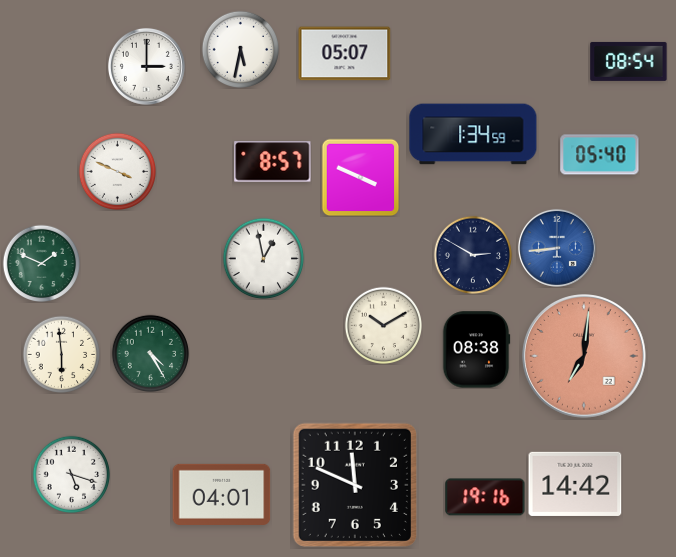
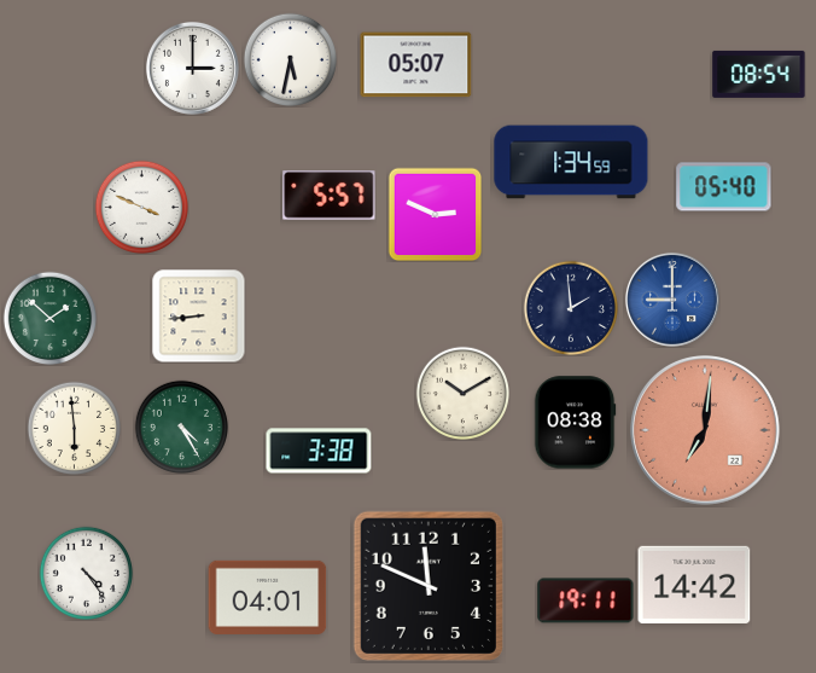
clock at (146, 66) position: (146, 66) -> (192, 68)
clock at (273, 162): 8:57 -> 5:57
clock at (360, 177): 3:49 -> 2:49
clock at (557, 248): 8:44 -> 9:00
clock at (473, 255): 2:50 -> 1:59
clock at (263, 258): 12:58 -> none
clock at (198, 315): none -> 8:44
clock at (41, 263): 1:49 -> 1:52
clock at (319, 451): none -> 3:38
clock at (71, 474): 5:18 -> 4:24
clock at (485, 497): 19:16 -> 19:11
